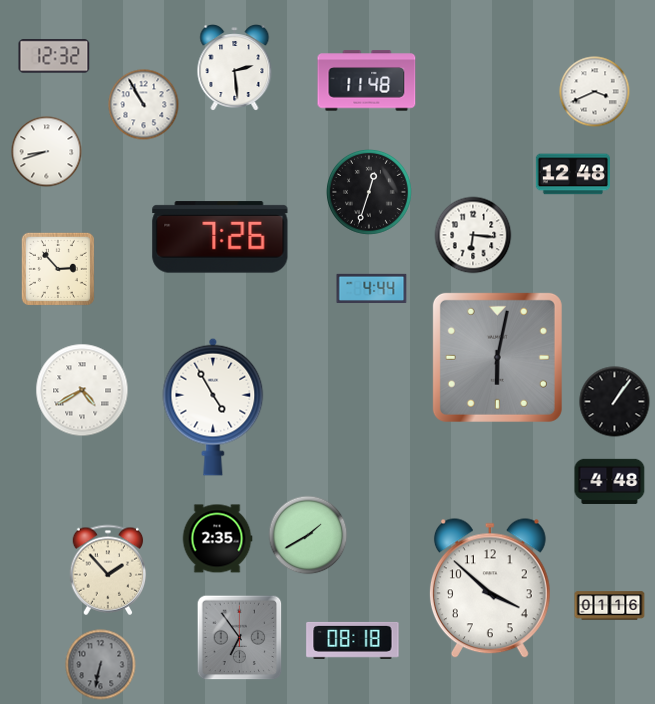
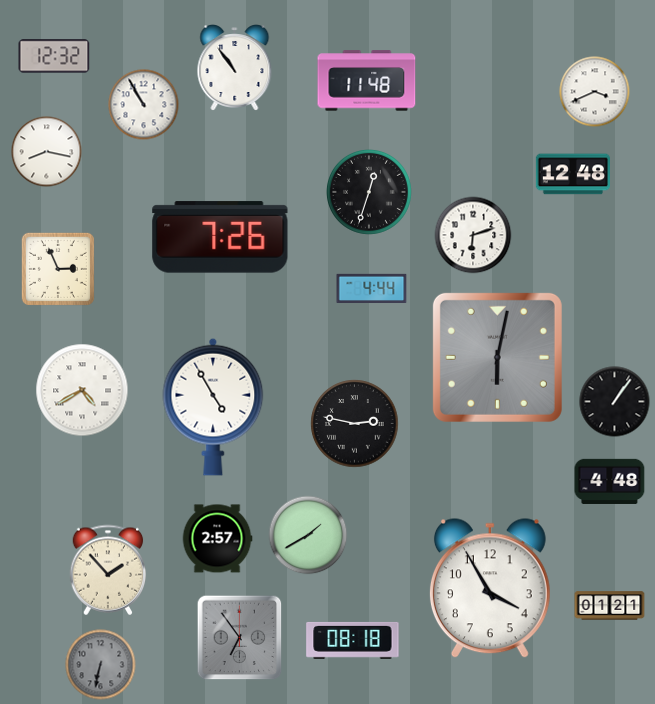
clock at (235, 68): 2:29 -> 10:54
clock at (47, 152): 8:42 -> 8:17
clock at (473, 235): 6:16 -> 6:12
clock at (58, 269): 2:53 -> 2:56
clock at (355, 424): none -> 2:47
clock at (217, 539): 2:35 -> 2:57
clock at (490, 589): 3:52 -> 3:55
clock at (610, 606): 01:16 -> 01:21
